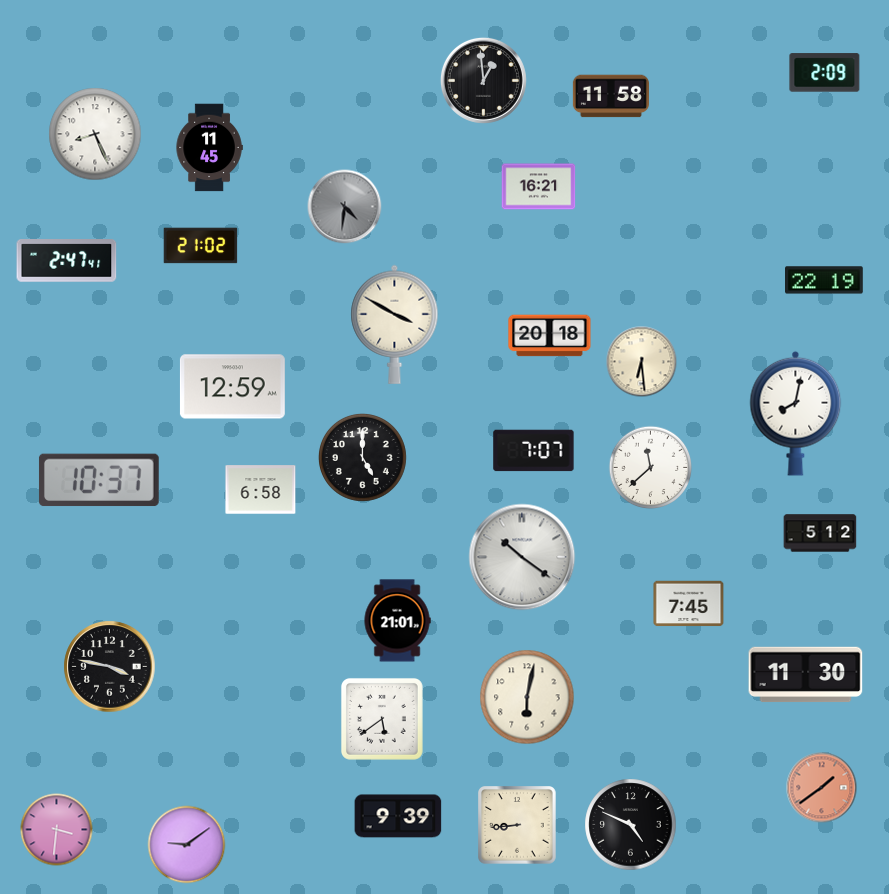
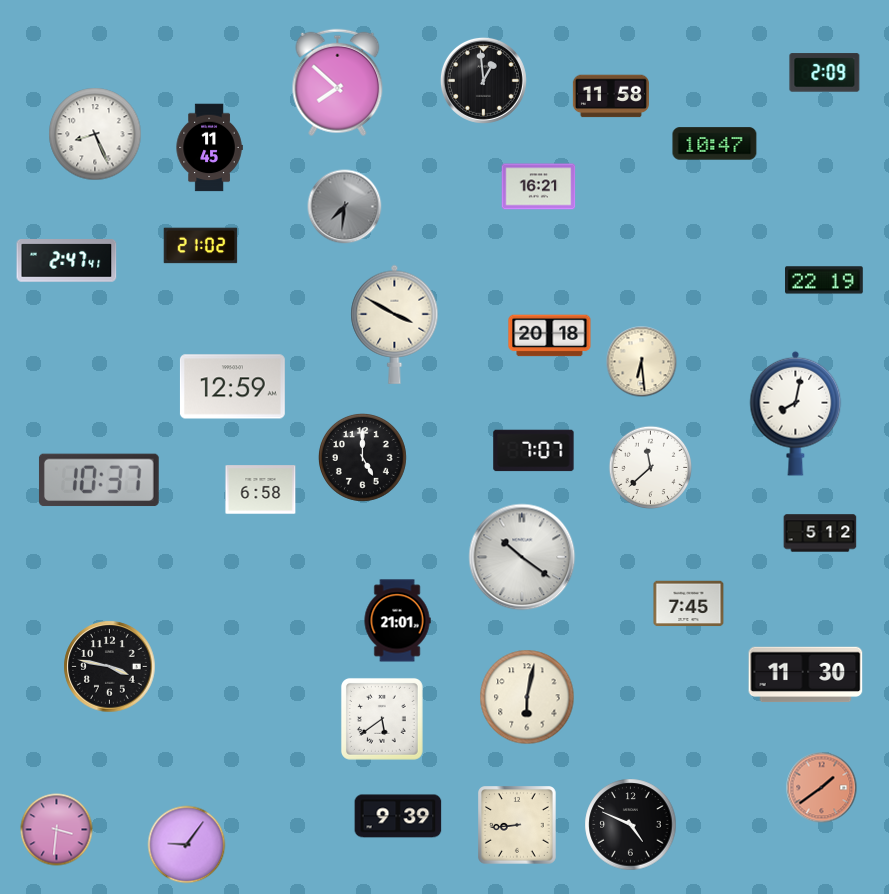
clock at (338, 83): none -> 7:52
clock at (715, 144): none -> 10:47
clock at (345, 207): 4:31 -> 7:31
clock at (187, 845): 9:09 -> 9:06
